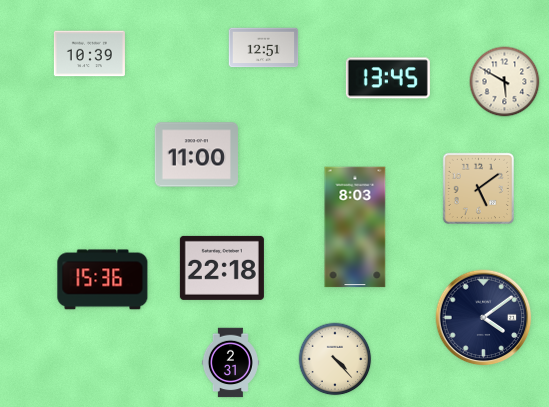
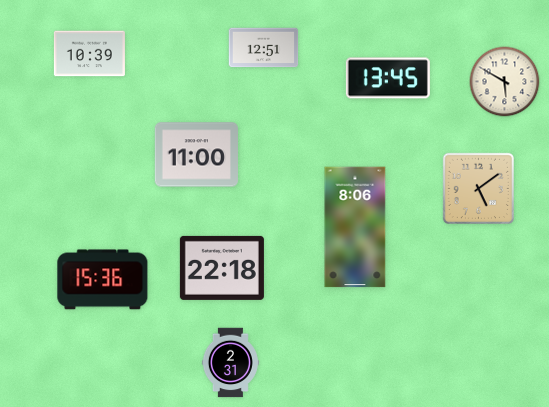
clock at (355, 227): 8:03 -> 8:06
clock at (484, 318): 4:09 -> none
clock at (335, 359): 4:23 -> none
